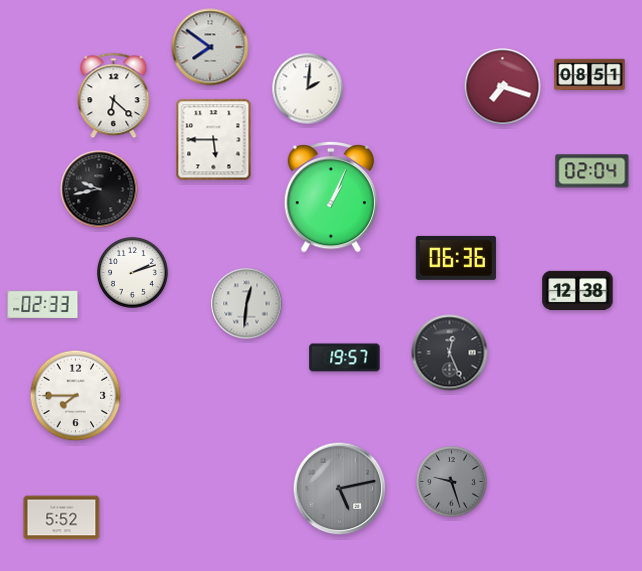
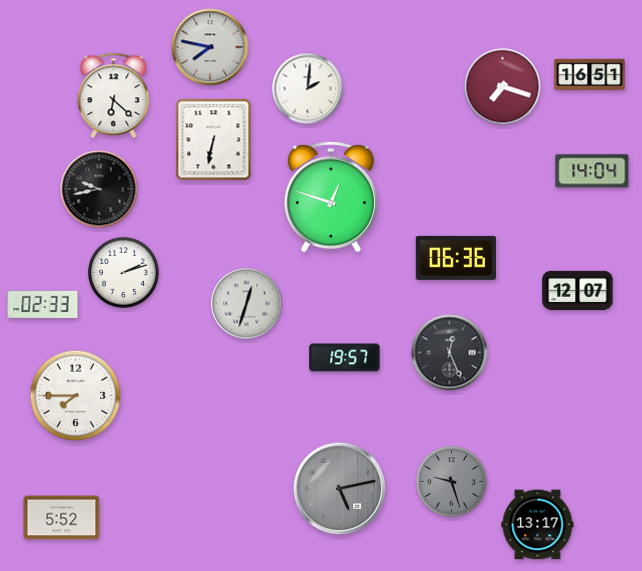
clock at (210, 47): 7:51 -> 7:47
clock at (590, 75): 08:51 -> 16:51
clock at (214, 140): 5:45 -> 6:32
clock at (592, 171): 02:04 -> 14:04
clock at (331, 197): 1:04 -> 12:48
clock at (133, 273) position: (133, 273) -> (124, 273)
clock at (578, 290): 12:38 -> 12:07
clock at (247, 304): 12:31 -> 12:33
clock at (538, 525): none -> 13:17
